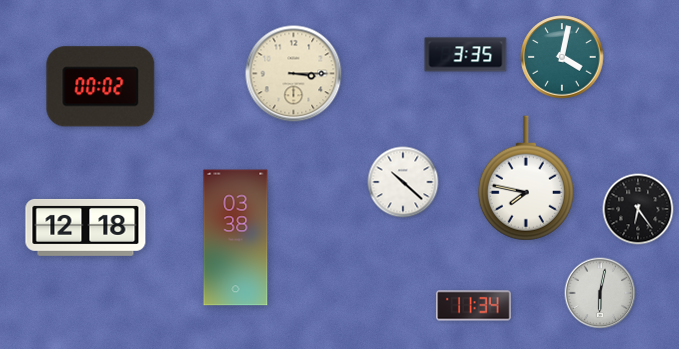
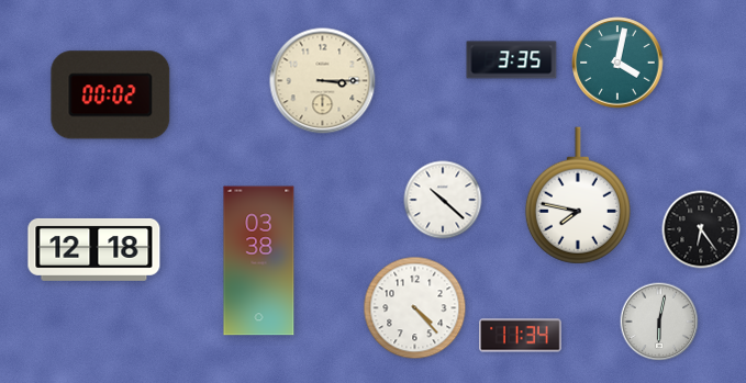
clock at (415, 308): none -> 4:23
